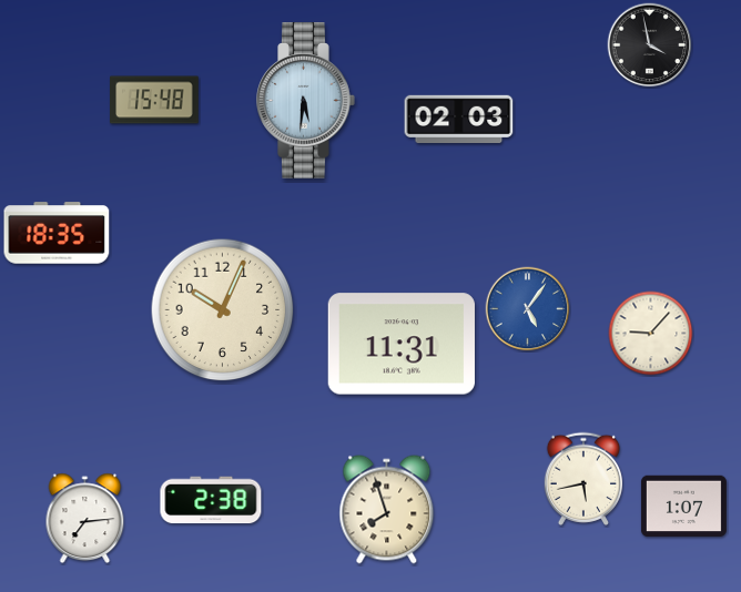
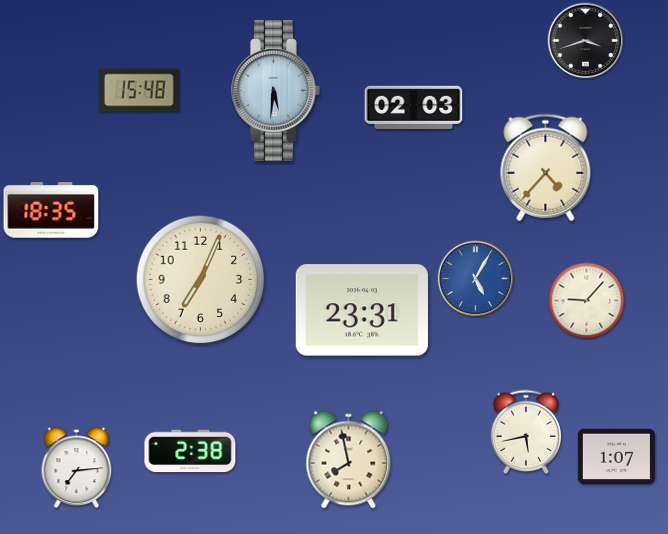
clock at (650, 45): 3:58 -> 3:42
clock at (546, 168): none -> 4:37
clock at (528, 309): 5:06 -> 5:05
clock at (223, 310): 10:04 -> 7:04
clock at (402, 344): 11:31 -> 23:31
clock at (387, 510): 7:57 -> 7:58
